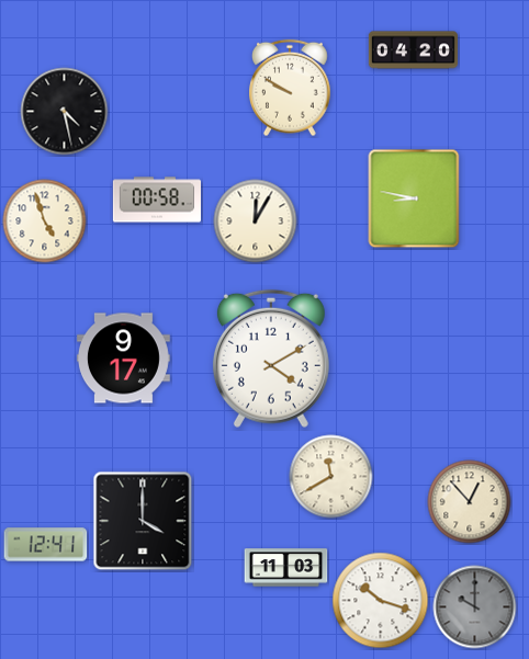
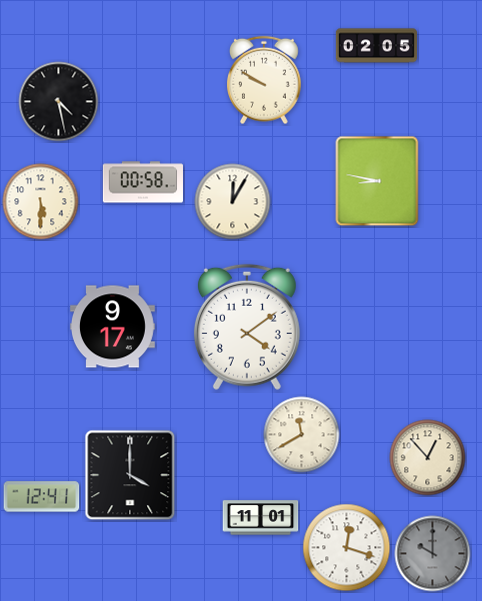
clock at (413, 50): 04:20 -> 02:05
clock at (45, 221): 4:57 -> 5:30
clock at (271, 359): 4:10 -> 4:09
clock at (286, 568): 11:03 -> 11:01
clock at (381, 601): 10:18 -> 12:18
